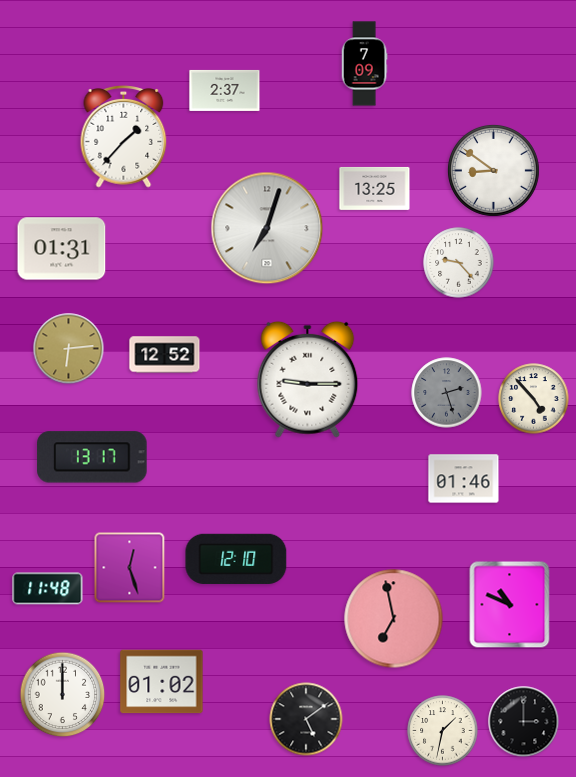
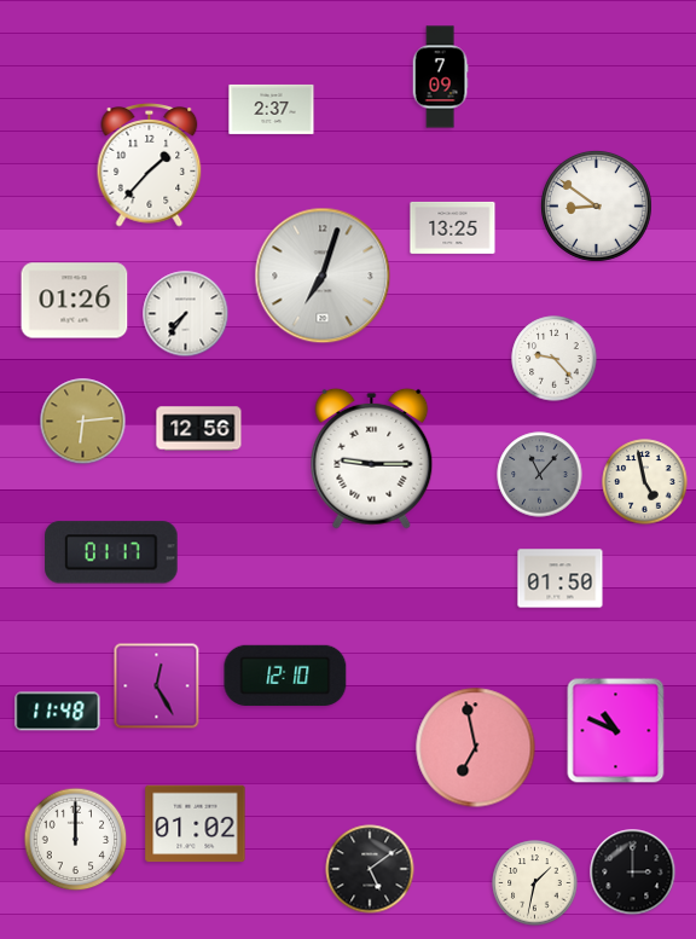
clock at (62, 249): 01:31 -> 01:26
clock at (186, 314): none -> 7:36
clock at (459, 263) position: (459, 263) -> (555, 359)
clock at (165, 355): 12:52 -> 12:56
clock at (447, 393): 2:27 -> 11:07
clock at (534, 399): 4:53 -> 4:58
clock at (92, 457): 13:17 -> 01:17
clock at (464, 479): 01:46 -> 01:50
clock at (130, 568): 12:27 -> 12:25
